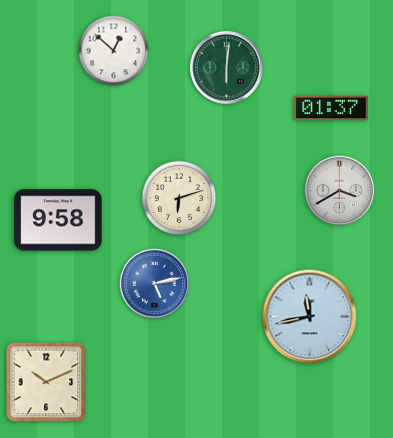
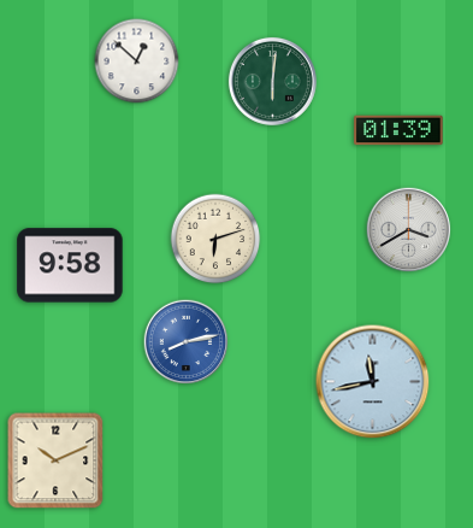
clock at (331, 108): 01:37 -> 01:39
clock at (155, 284): 5:13 -> 8:13
